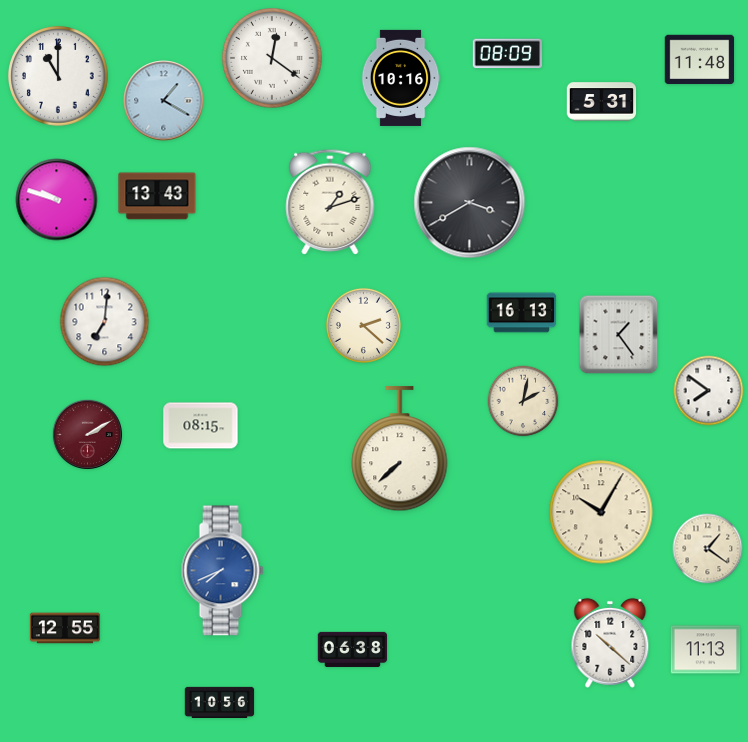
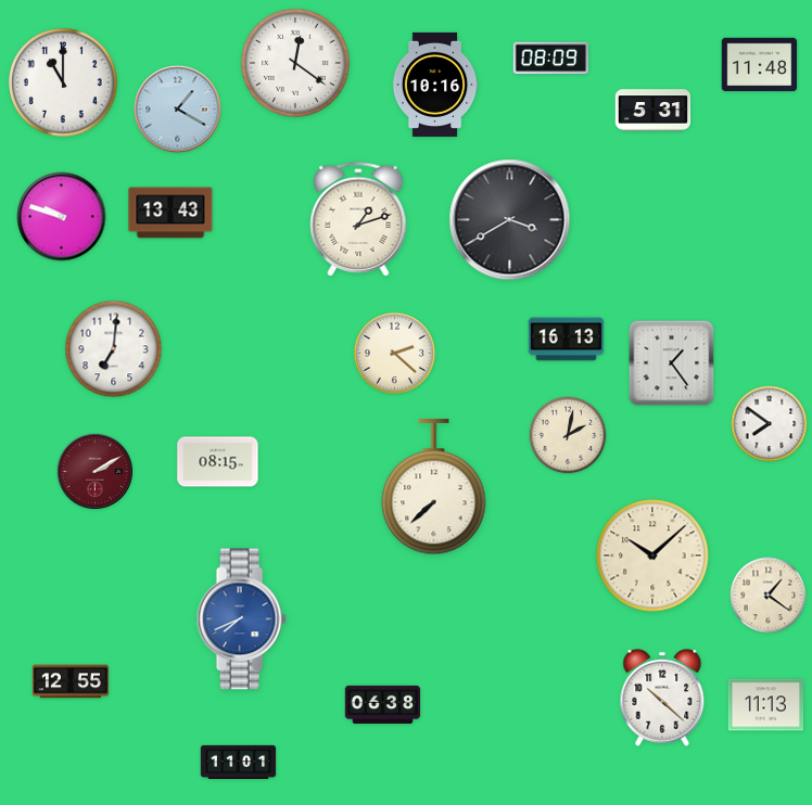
clock at (601, 512): 10:05 -> 10:08
clock at (220, 703): 10:56 -> 11:01
